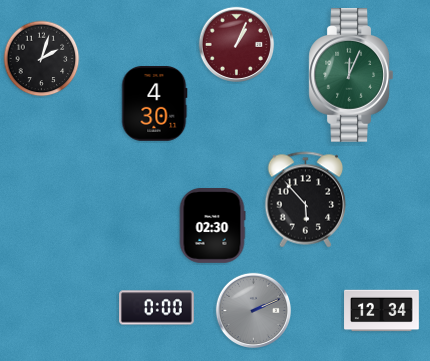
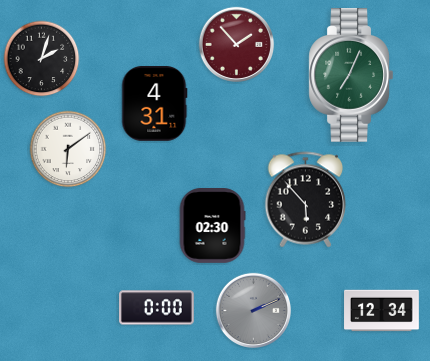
clock at (236, 44): 1:04 -> 1:53
clock at (351, 76): 12:04 -> 7:04
clock at (154, 104): 4:30 -> 4:31
clock at (68, 149): none -> 6:09
